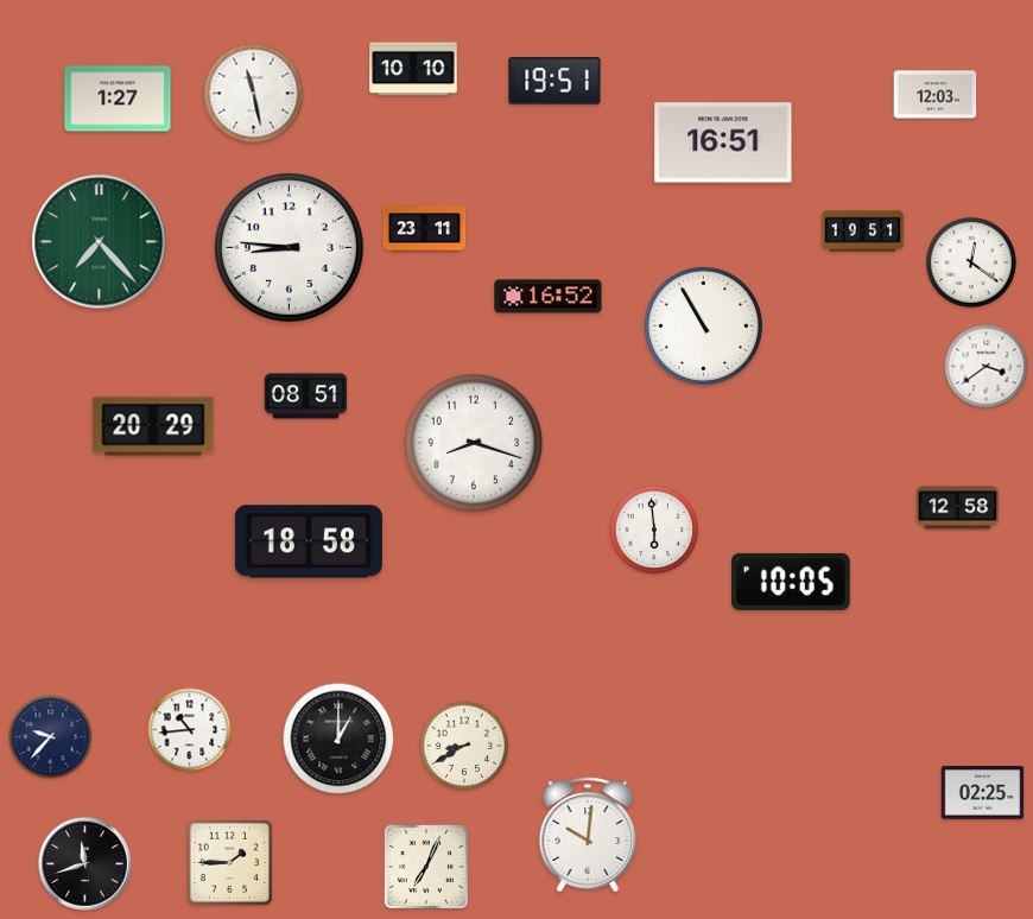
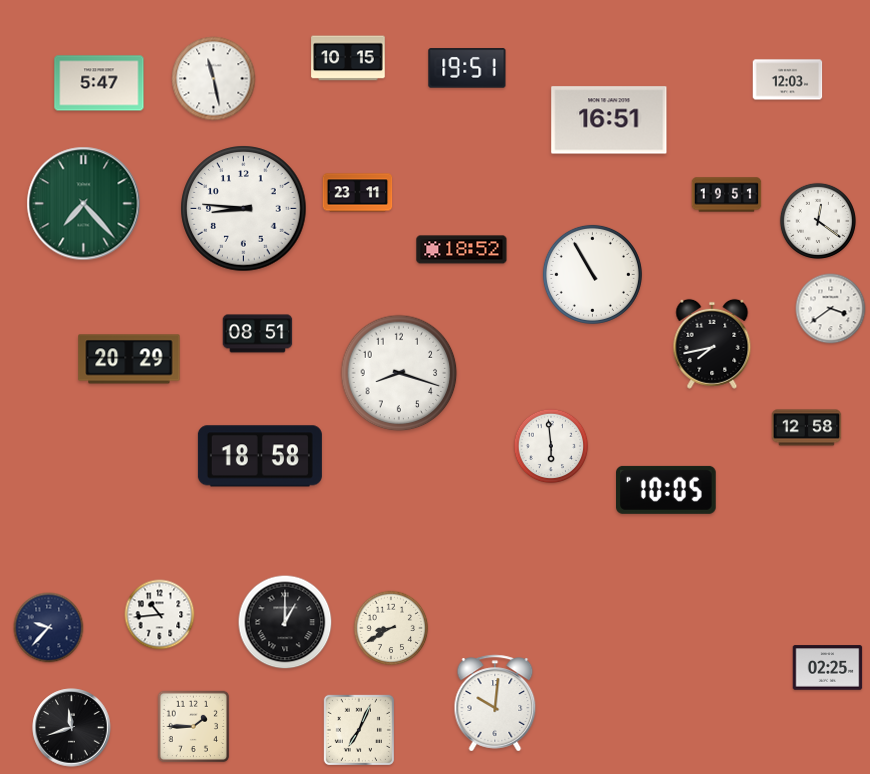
clock at (413, 69): 10:10 -> 10:15
clock at (118, 99): 1:27 -> 5:47
clock at (549, 297): 16:52 -> 18:52
clock at (712, 344): none -> 7:43
clock at (51, 737) position: (51, 737) -> (49, 628)
